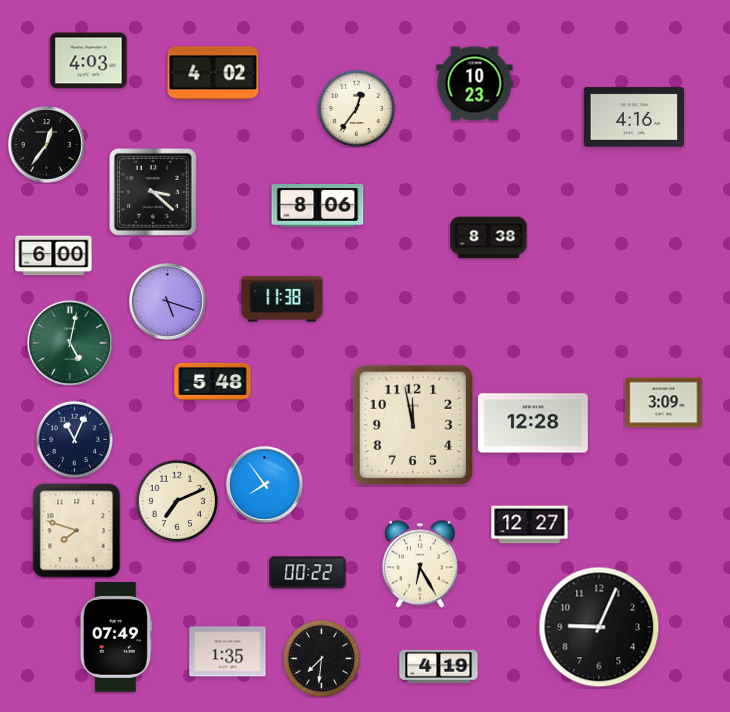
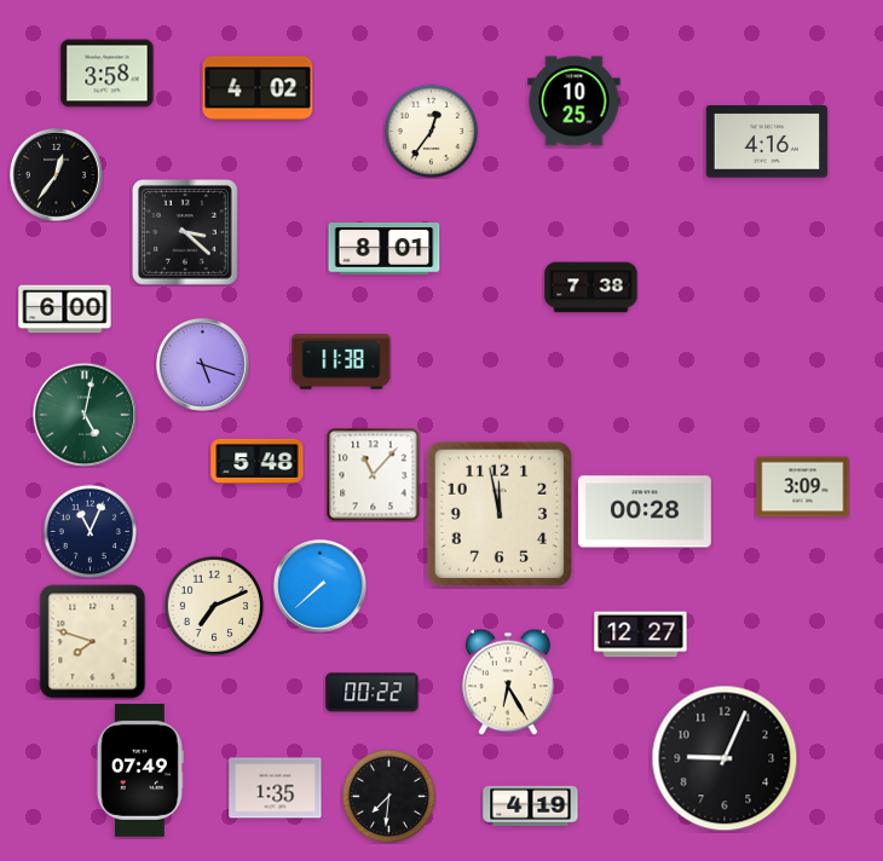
clock at (89, 61): 4:03 -> 3:58
clock at (475, 84): 10:23 -> 10:25
clock at (318, 206): 8:06 -> 8:01
clock at (489, 238): 8:38 -> 7:38
clock at (373, 474): none -> 11:07
clock at (533, 423): 12:28 -> 00:28
clock at (264, 484): 7:54 -> 7:38
